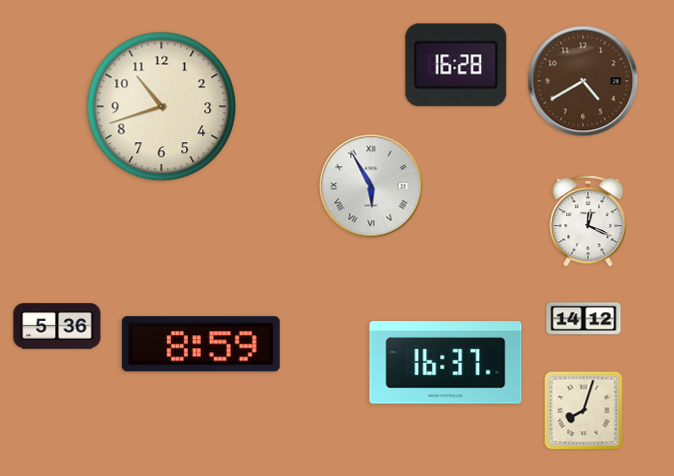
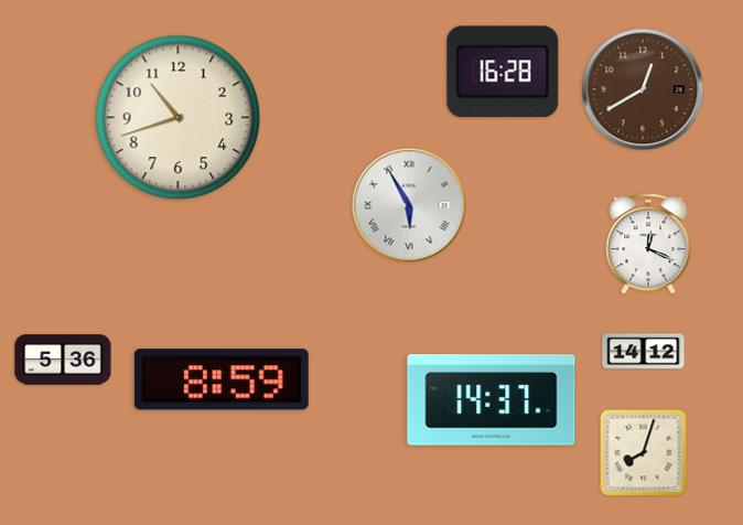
clock at (583, 81): 4:40 -> 12:40
clock at (446, 363): 16:37 -> 14:37
